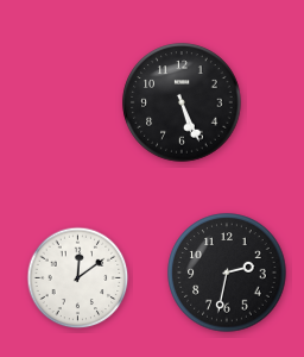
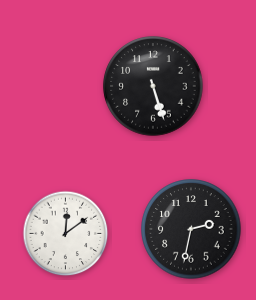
clock at (182, 102): 5:26 -> 5:27
